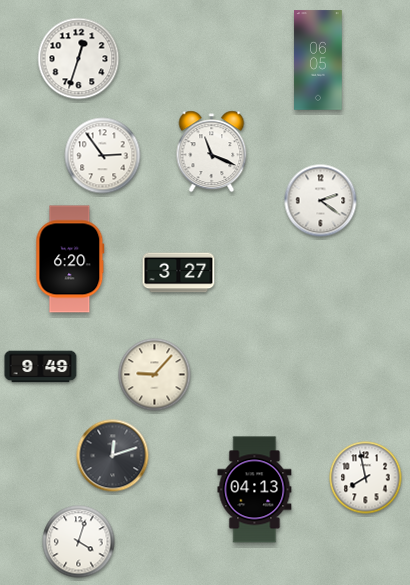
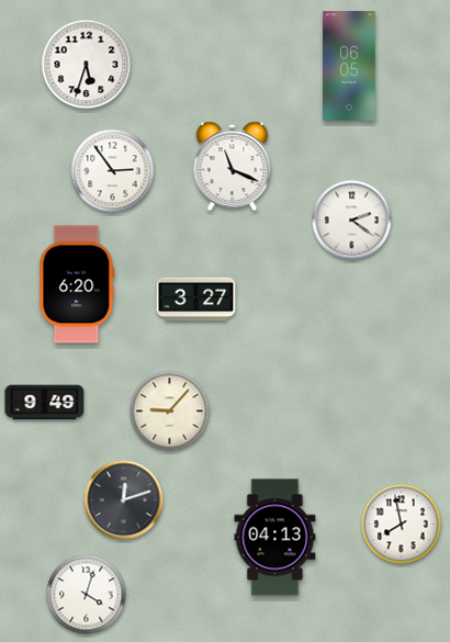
clock at (79, 59): 12:33 -> 5:33
clock at (255, 490) position: (255, 490) -> (275, 538)
